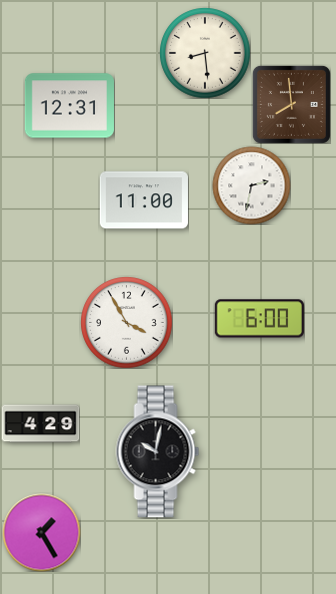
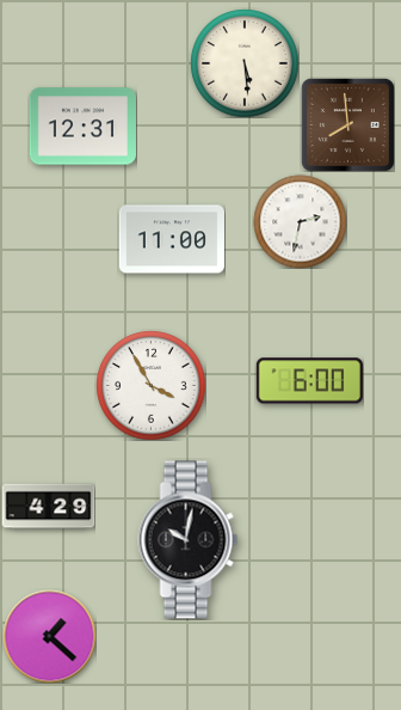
clock at (205, 53): 8:29 -> 5:29
clock at (41, 532): 1:25 -> 1:22
